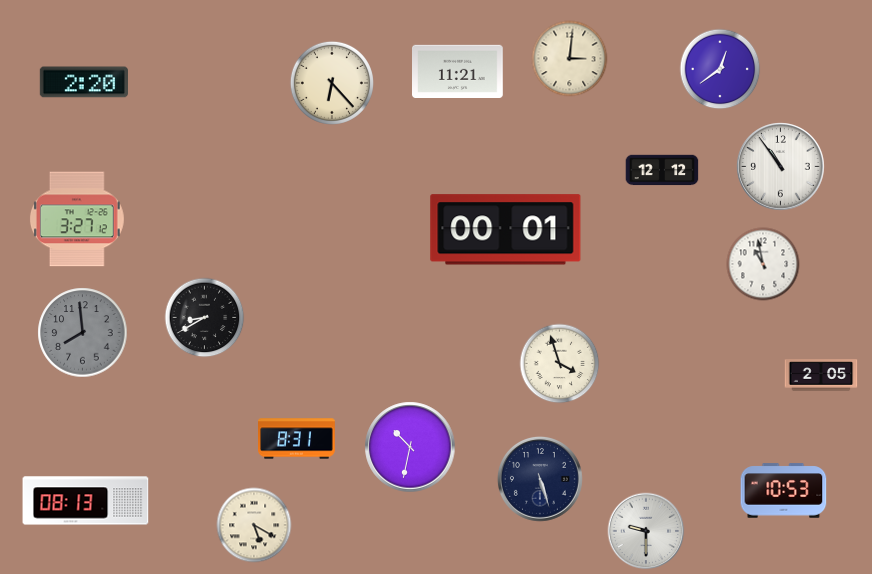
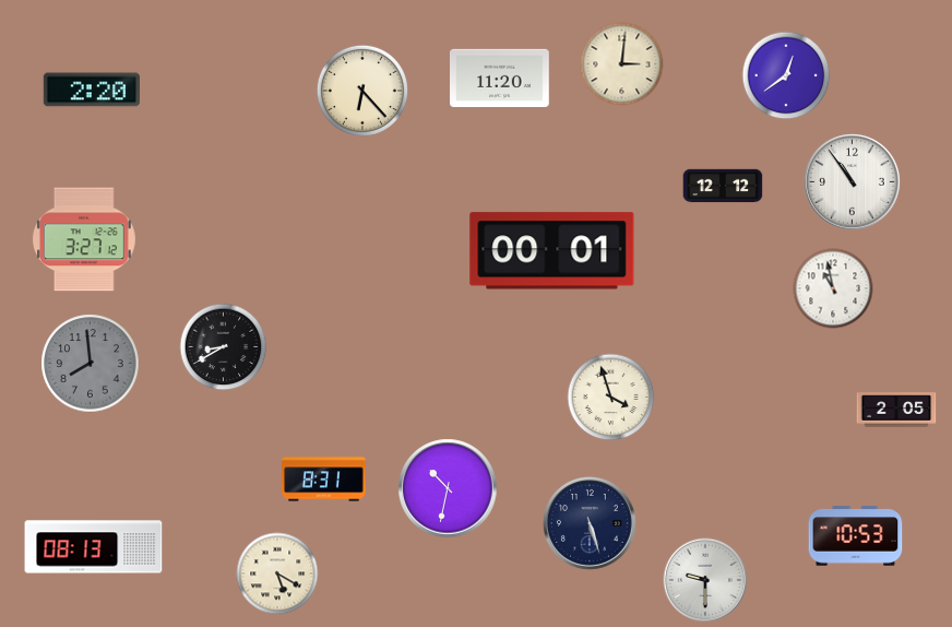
clock at (458, 71): 11:21 -> 11:20
